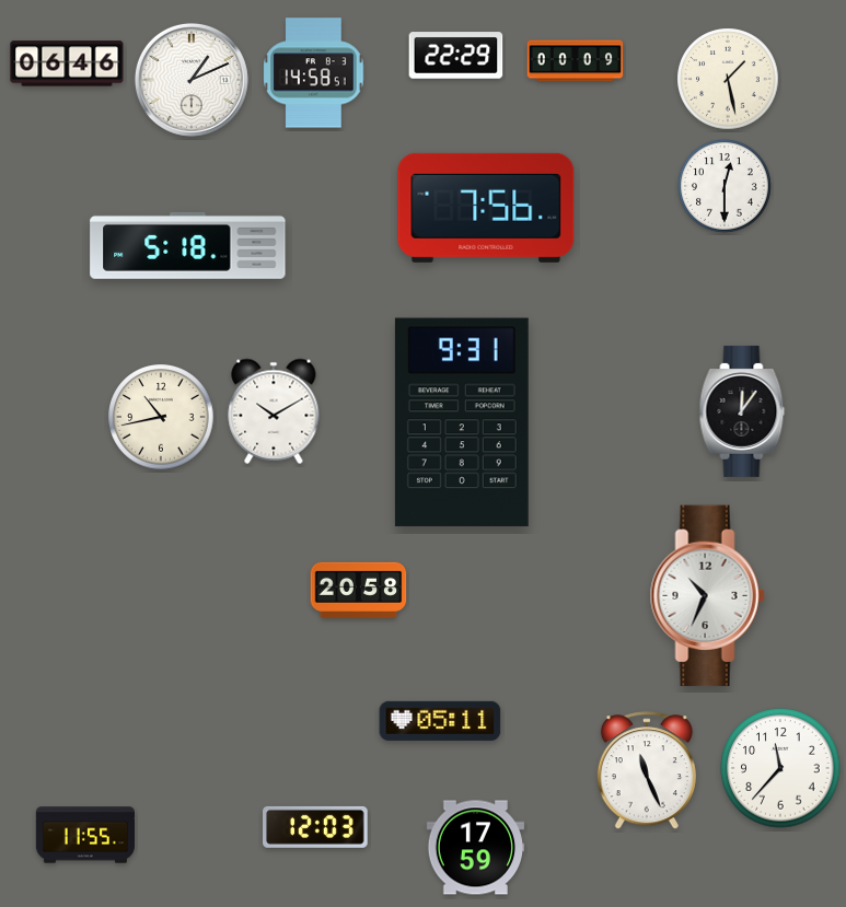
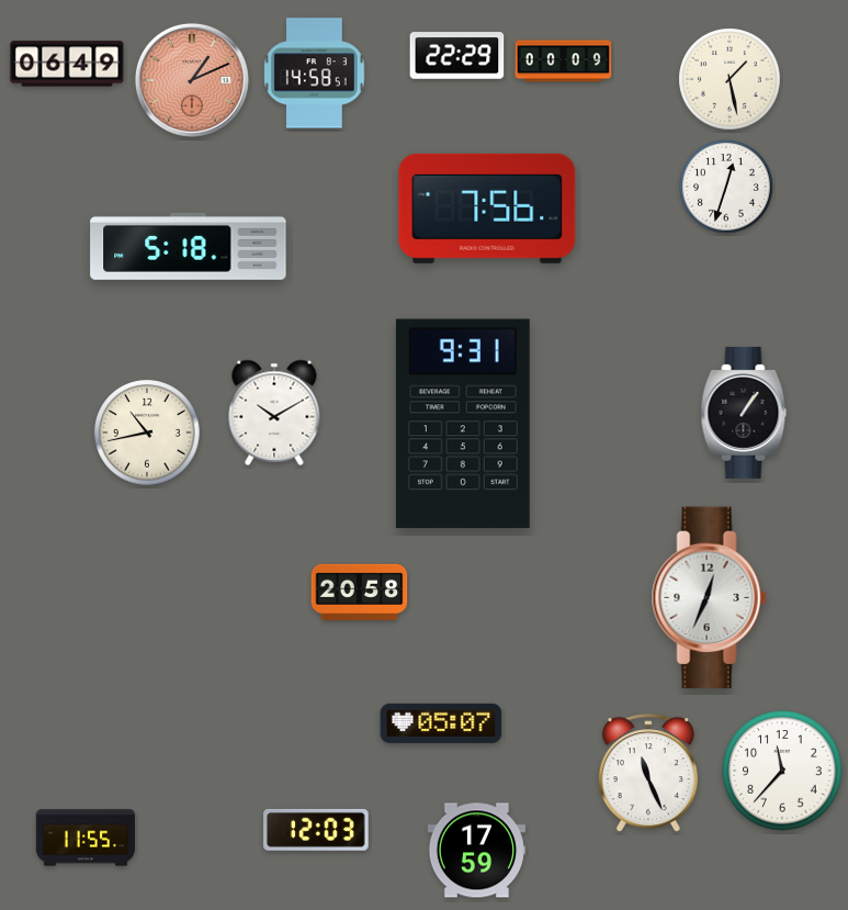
clock at (576, 61) position: (576, 61) -> (564, 61)
clock at (67, 63): 06:46 -> 06:49
clock at (192, 80) dial: white -> salmon
clock at (726, 187): 12:30 -> 12:33
clock at (742, 411): 12:06 -> 1:06
clock at (161, 417) position: (161, 417) -> (147, 432)
clock at (707, 596): 10:34 -> 12:34
clock at (440, 721): 05:11 -> 05:07
